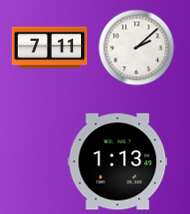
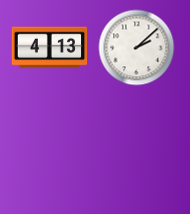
clock at (50, 48): 7:11 -> 4:13
clock at (118, 162): 1:13 -> none
